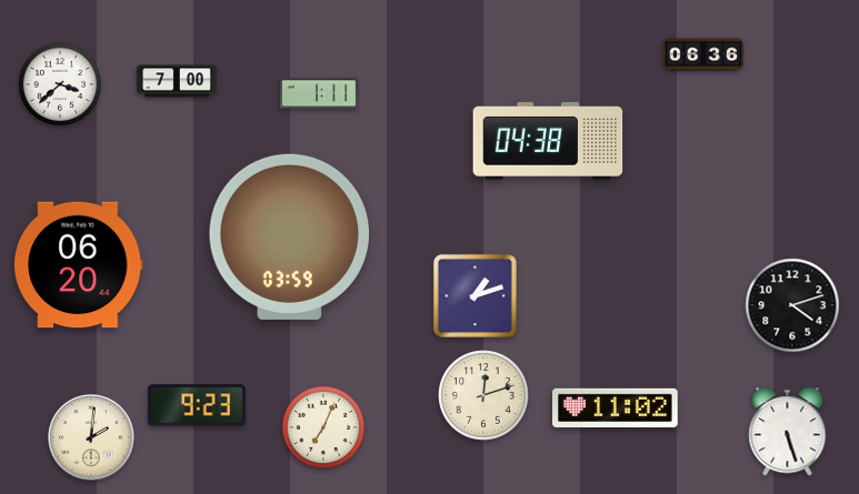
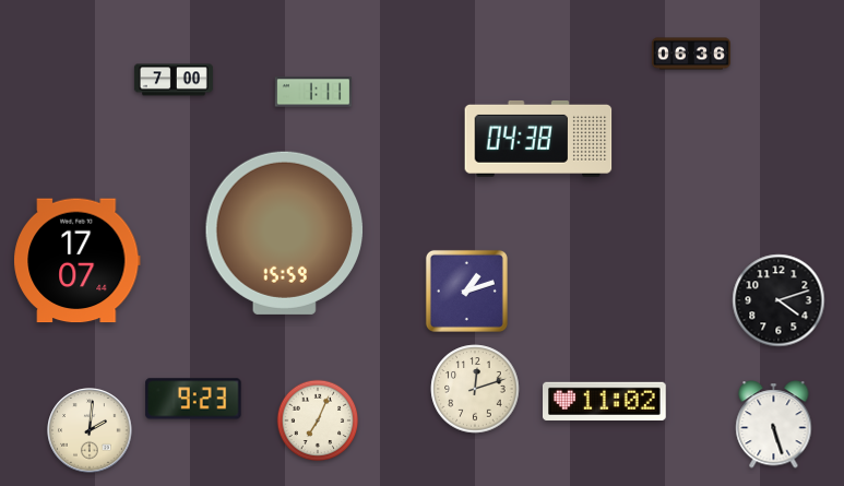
clock at (60, 84): 3:38 -> none
clock at (290, 236): 03:59 -> 15:59
clock at (79, 265): 06:20 -> 17:07
